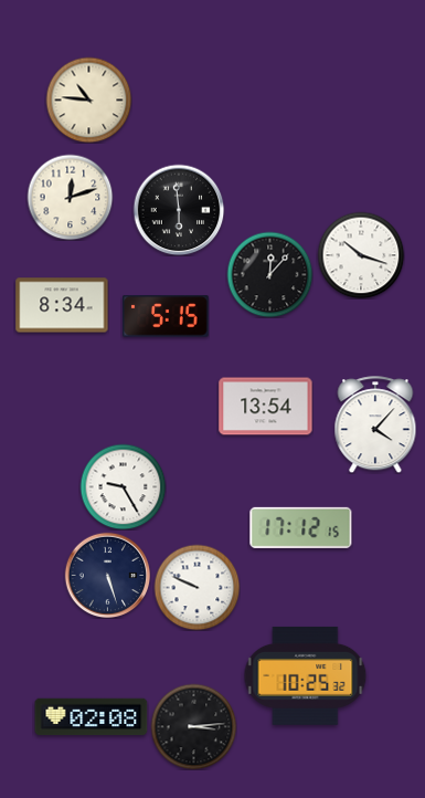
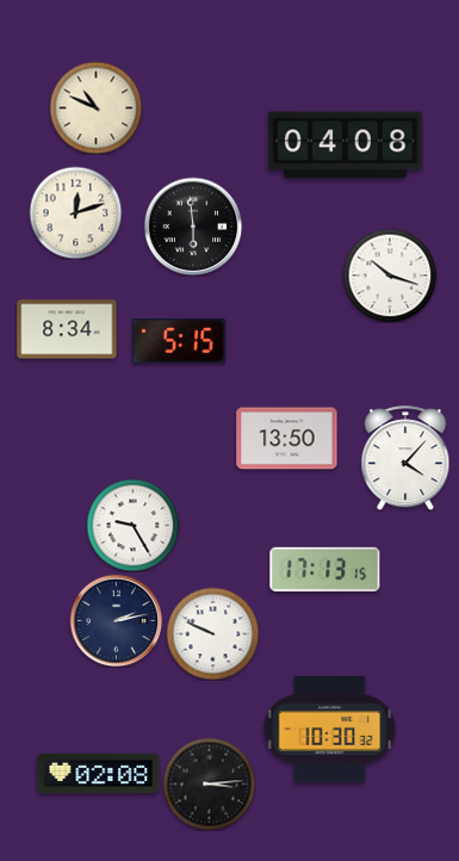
clock at (88, 99): 10:46 -> 10:49
clock at (346, 145): none -> 04:08
clock at (269, 274): 12:07 -> none
clock at (266, 407): 13:54 -> 13:50
clock at (301, 527): 17:12 -> 17:13
clock at (107, 575): 5:27 -> 2:13
clock at (306, 675): 10:25 -> 10:30
